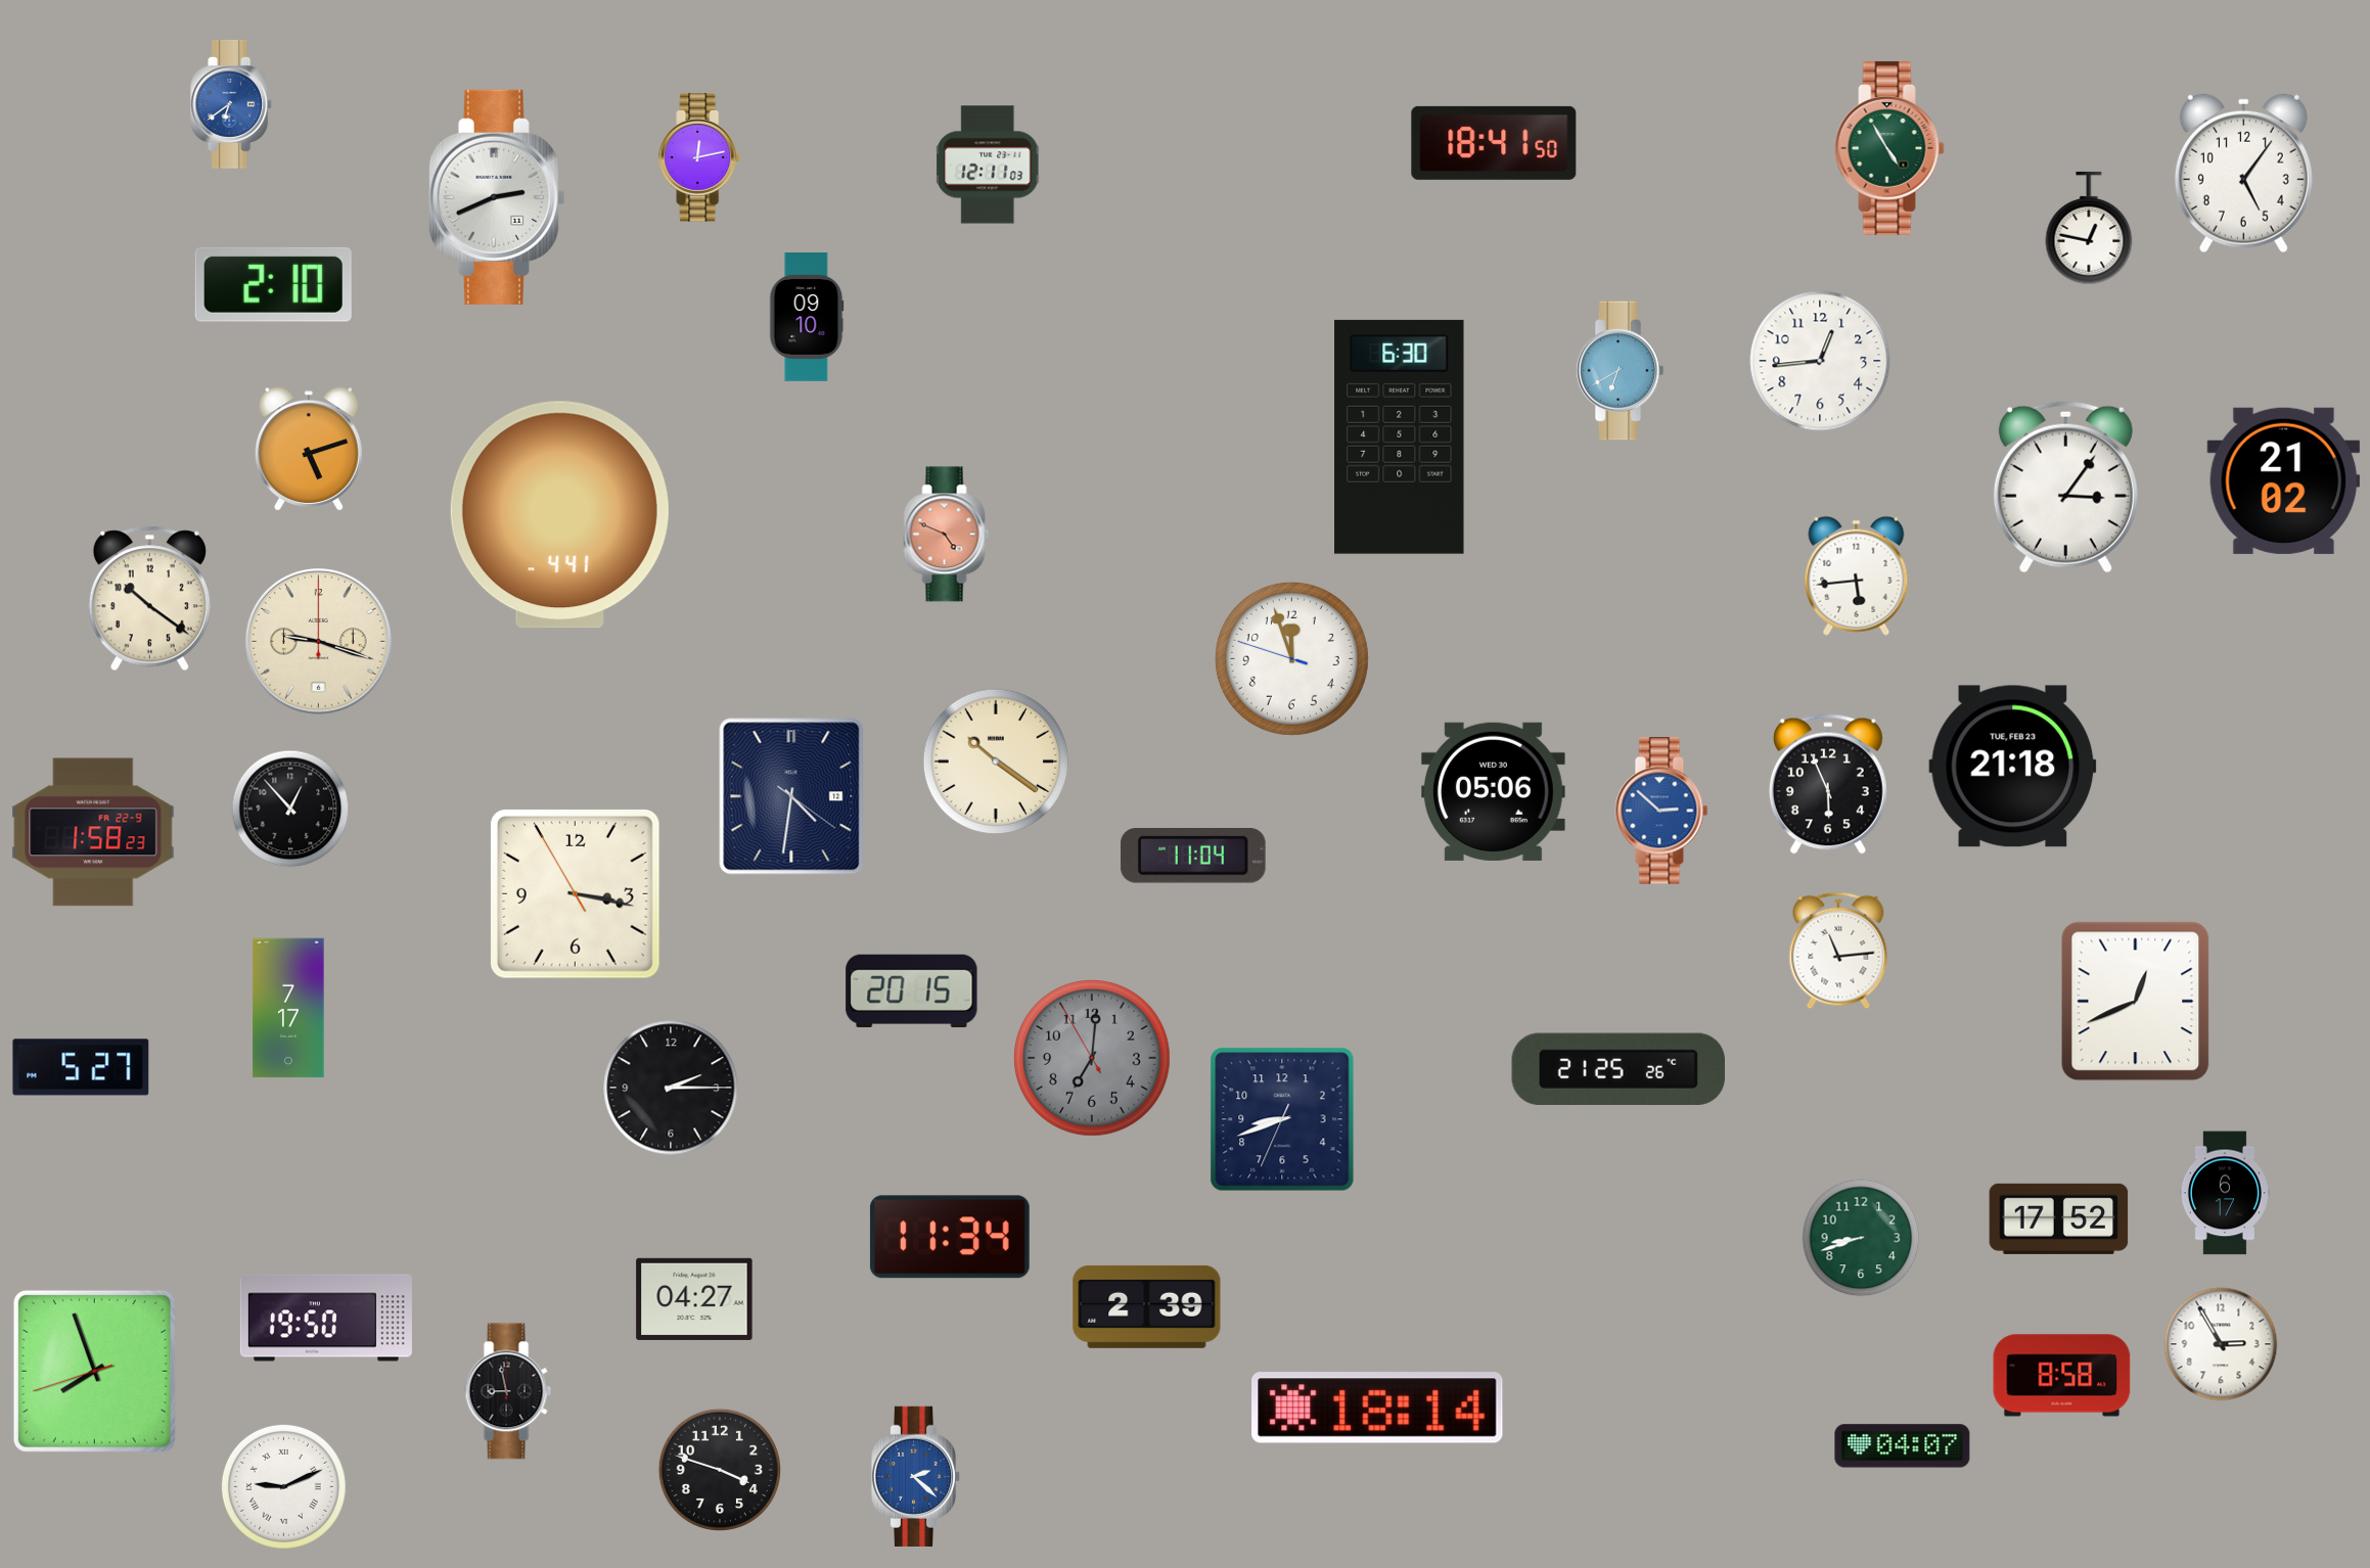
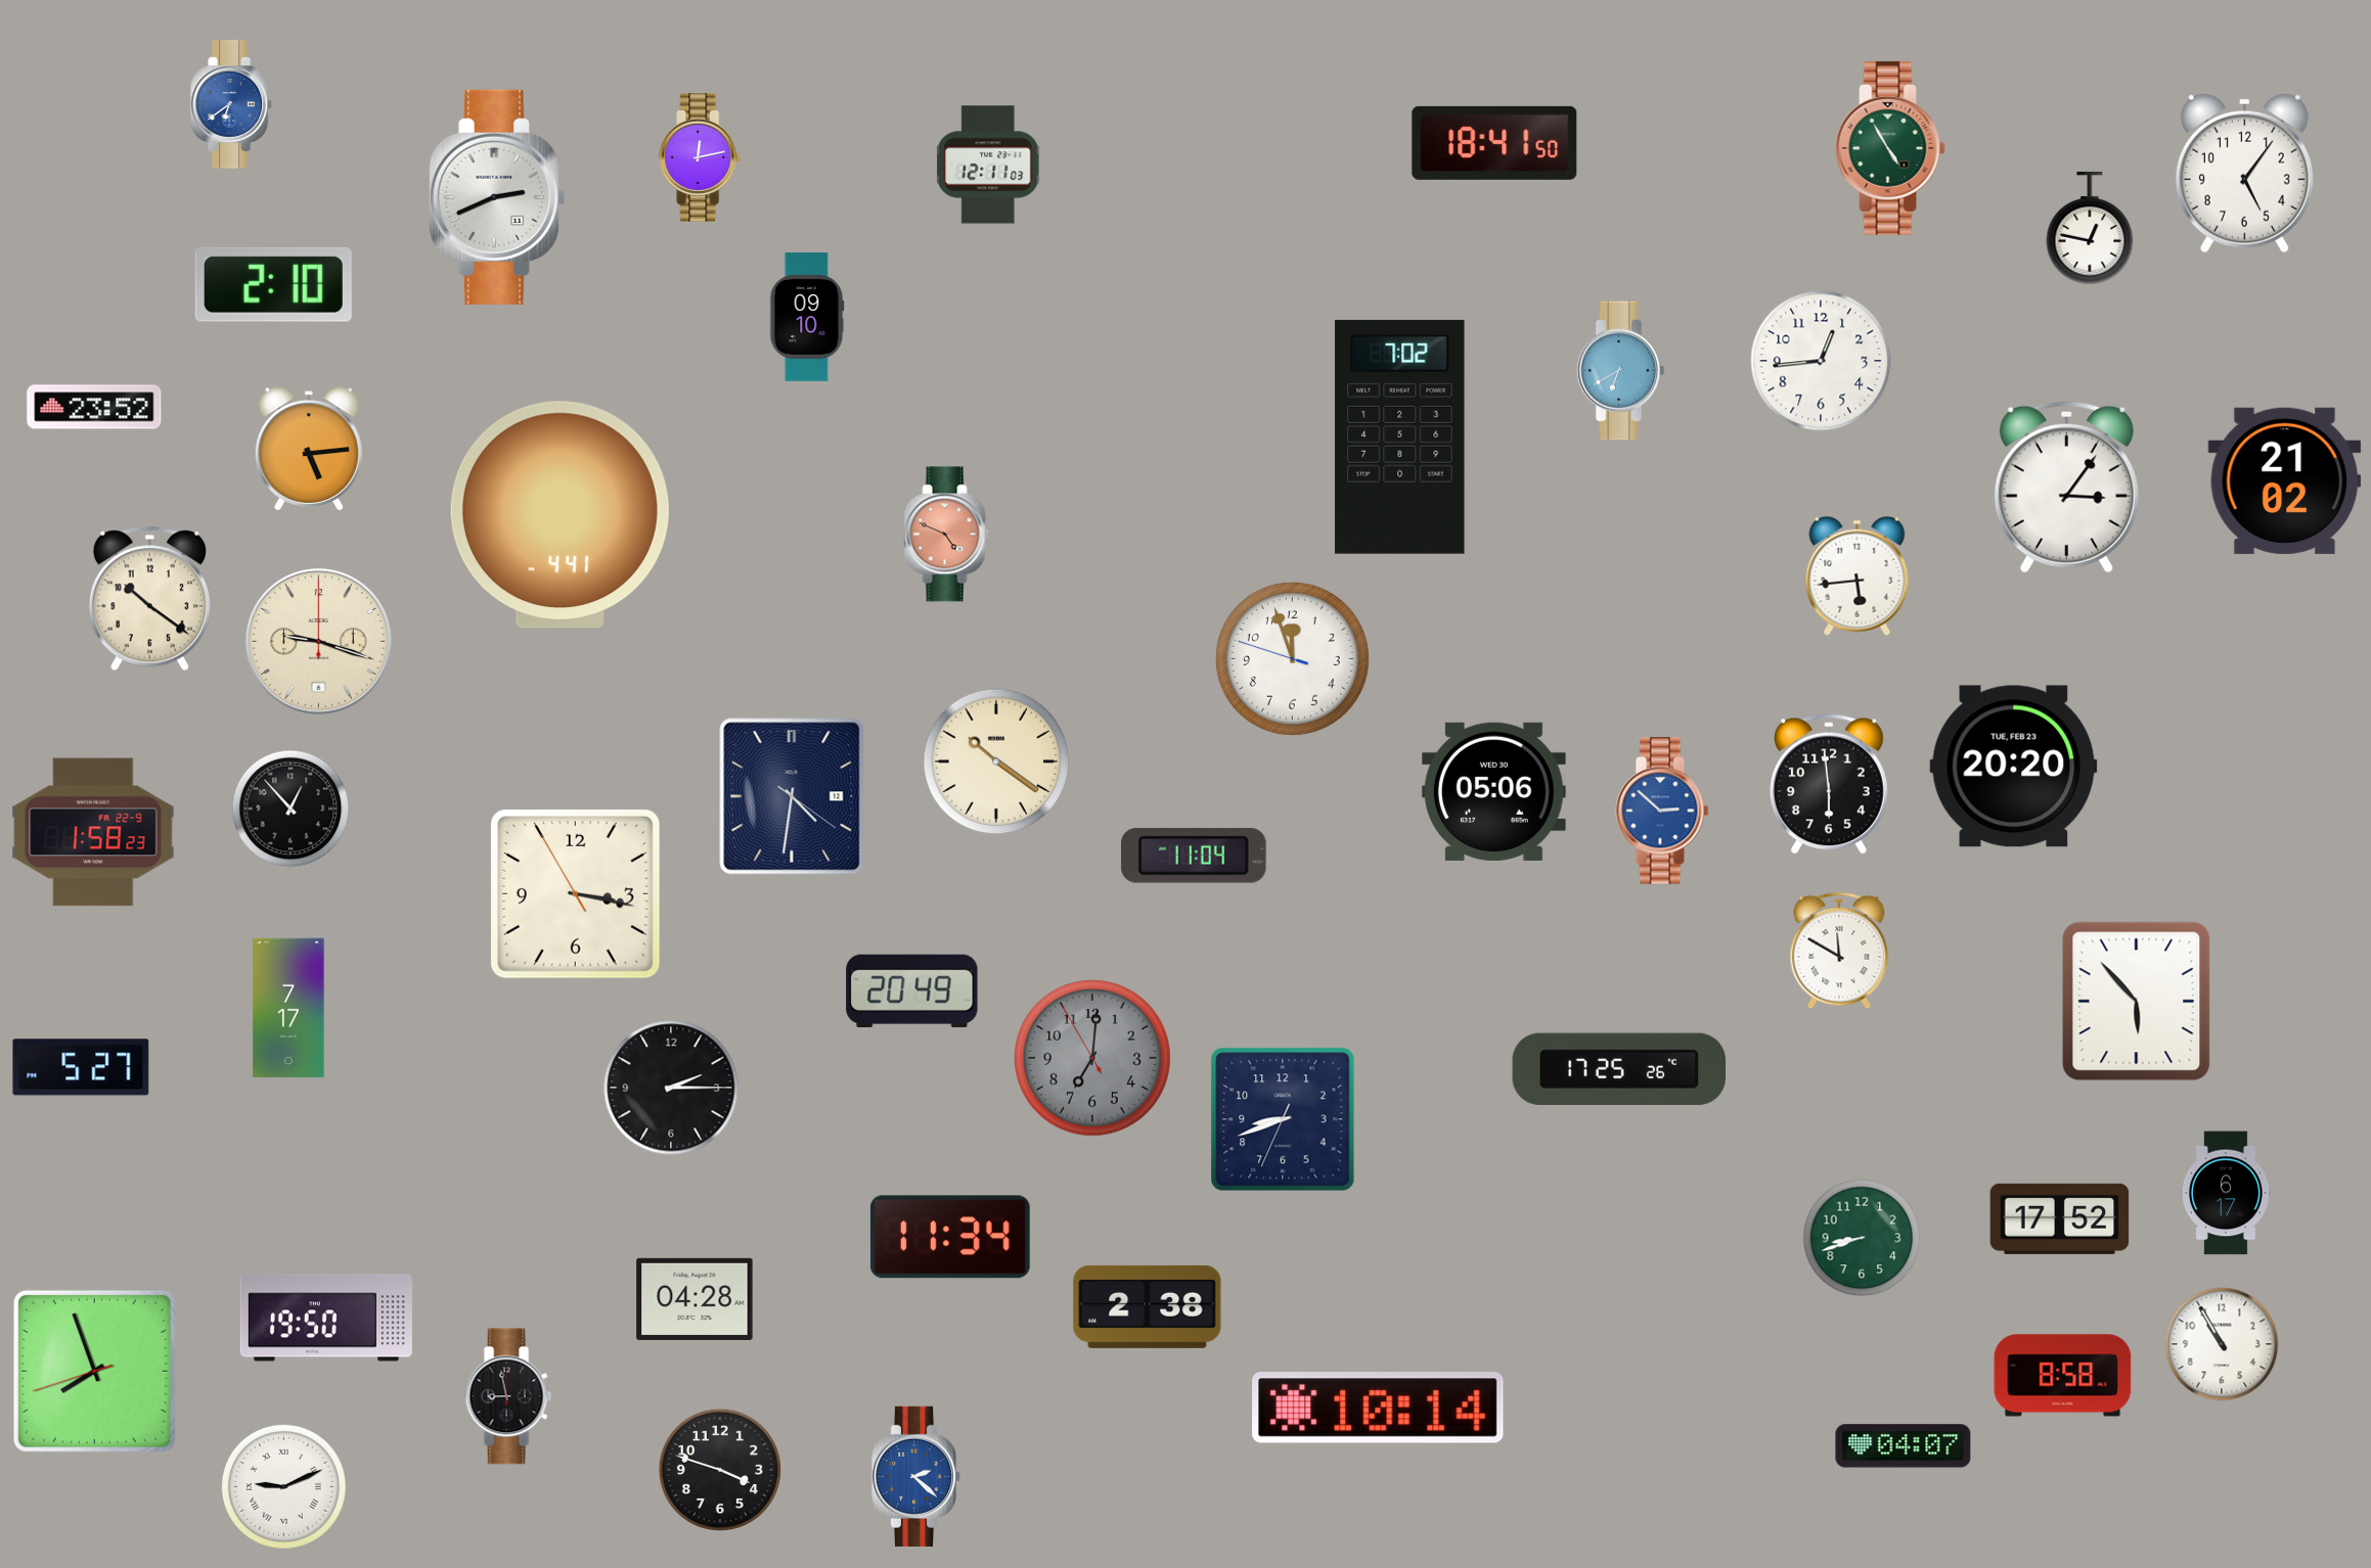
clock at (94, 407): none -> 23:52
clock at (1400, 436): 6:30 -> 7:02
clock at (309, 449): 5:12 -> 5:14
clock at (2013, 767): 21:18 -> 20:20
clock at (1828, 784): 5:56 -> 5:59
clock at (1838, 951): 11:14 -> 11:50
clock at (912, 990): 20:15 -> 20:49
clock at (2136, 1002): 12:41 -> 5:53
clock at (1617, 1069): 21:25 -> 17:25
clock at (694, 1299): 04:27 -> 04:28
clock at (1147, 1306): 2:39 -> 2:38
clock at (2221, 1344): 2:55 -> 10:55
clock at (508, 1391) position: (508, 1391) -> (508, 1396)
clock at (1377, 1408): 18:14 -> 10:14
